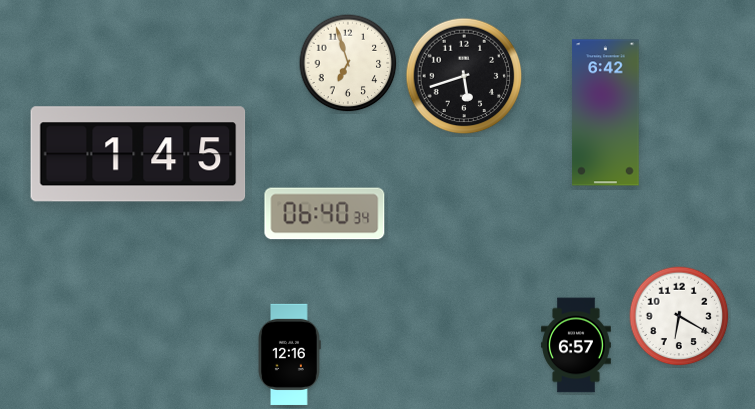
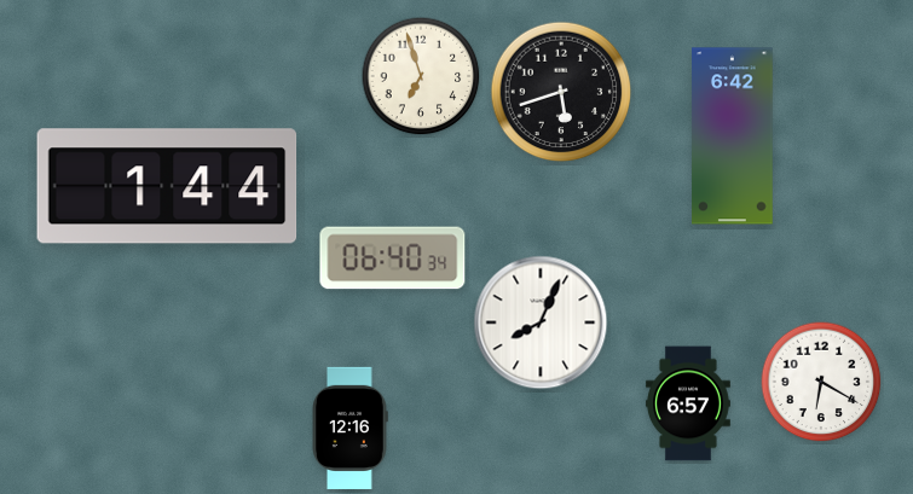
clock at (138, 154): 1:45 -> 1:44
clock at (541, 322): none -> 8:04
clock at (577, 345) position: (577, 345) -> (689, 403)
